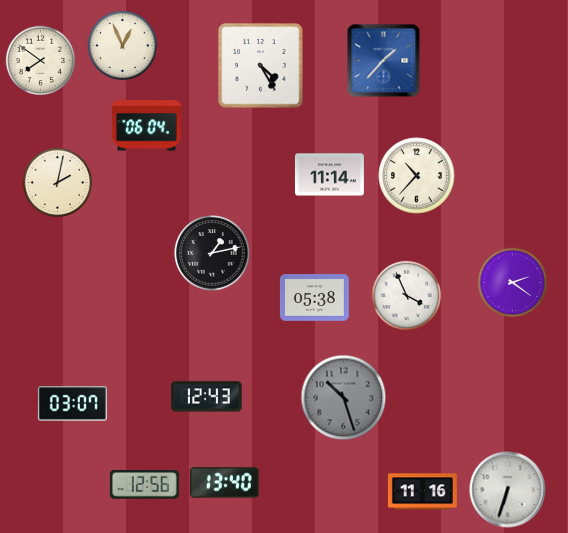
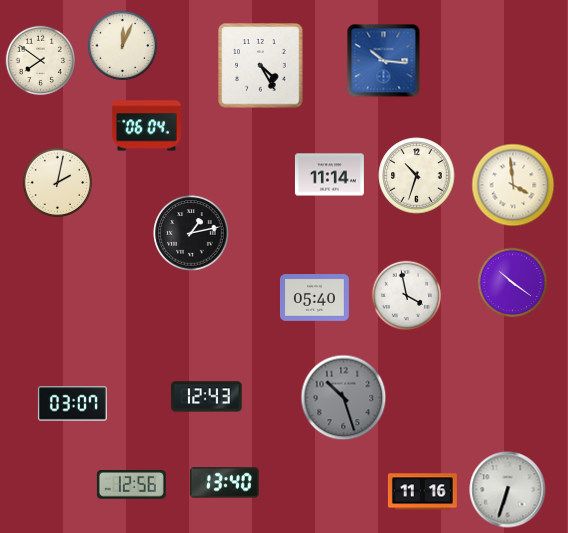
clock at (123, 46): 12:56 -> 12:04
clock at (384, 61): 1:37 -> 10:16
clock at (417, 176): 10:37 -> 10:33
clock at (513, 185): none -> 3:59
clock at (212, 253) position: (212, 253) -> (191, 233)
clock at (513, 283): 2:21 -> 10:21
clock at (407, 296): 3:56 -> 3:58
clock at (314, 298): 05:38 -> 05:40
clock at (144, 485) position: (144, 485) -> (131, 485)
